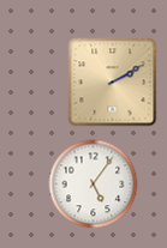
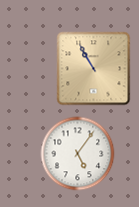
clock at (113, 83): 2:10 -> 10:55
